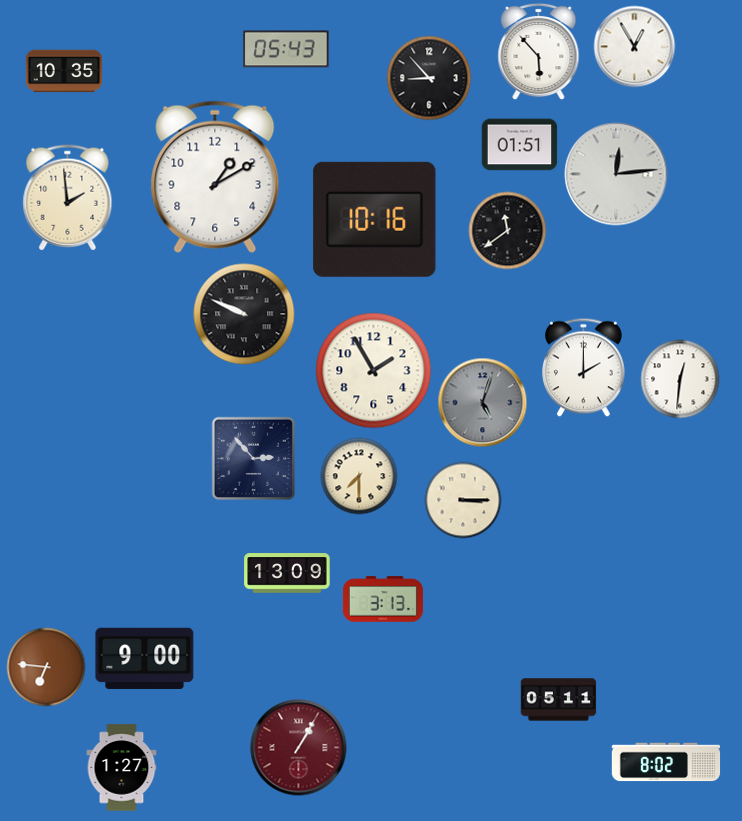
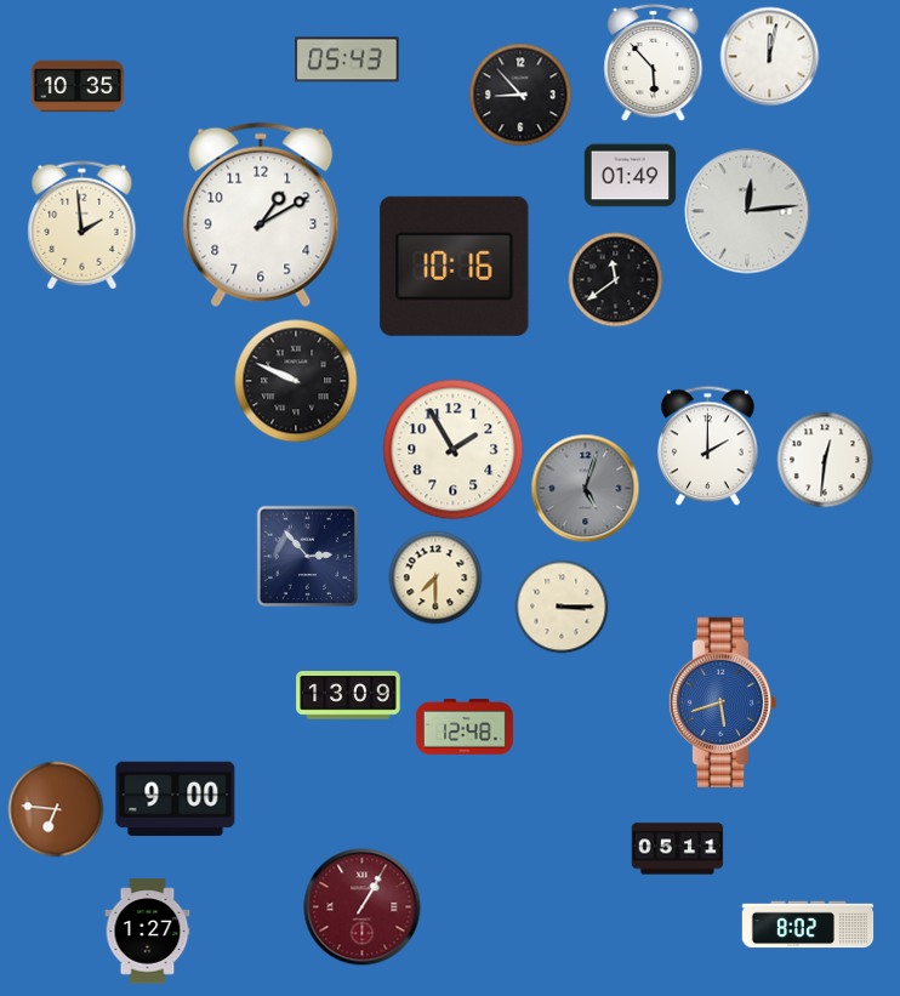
clock at (635, 47): 12:55 -> 12:02
clock at (520, 145): 01:51 -> 01:49
clock at (68, 198) position: (68, 198) -> (82, 226)
clock at (722, 702): none -> 5:42
clock at (383, 599): 3:13 -> 12:48
